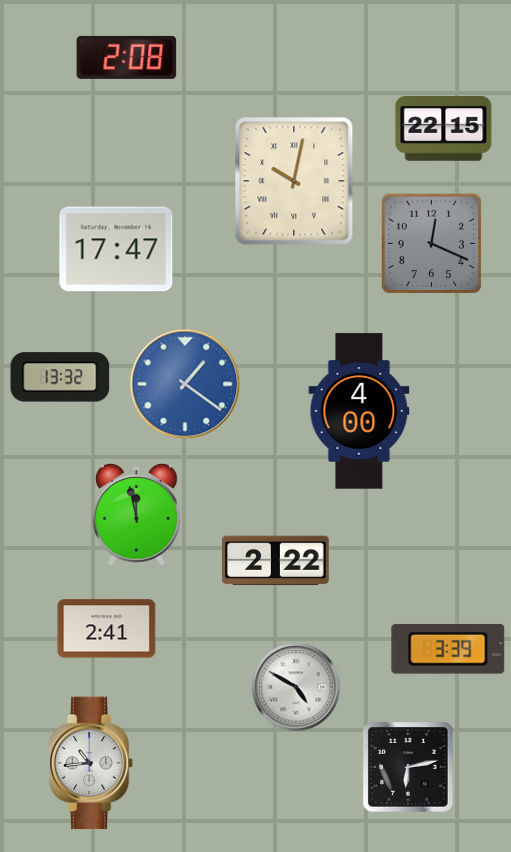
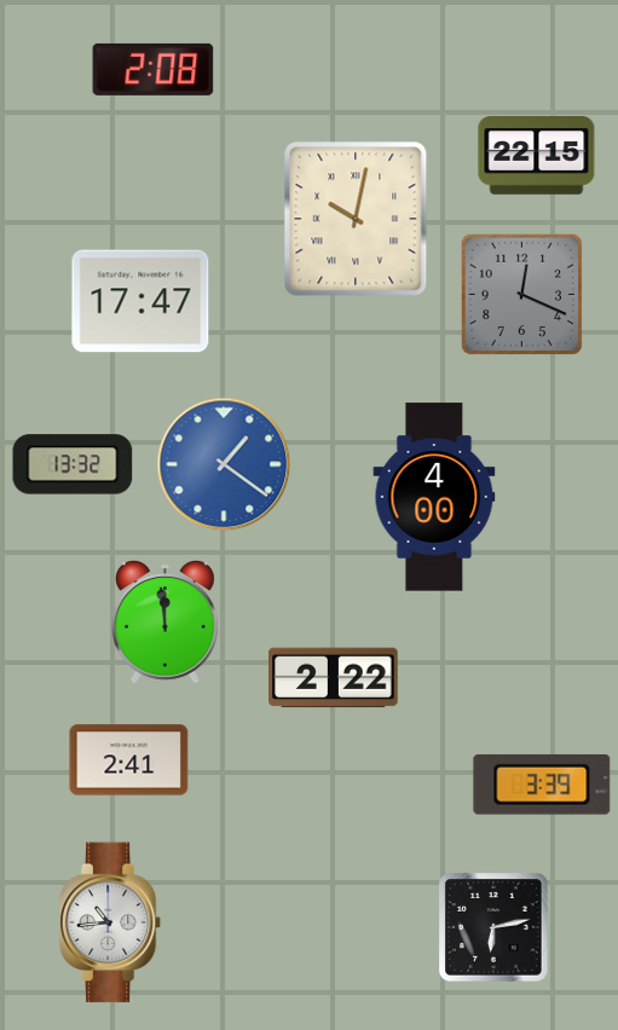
clock at (60, 377) position: (60, 377) -> (73, 464)
clock at (136, 514): 11:58 -> 11:59
clock at (296, 687): 4:50 -> none
